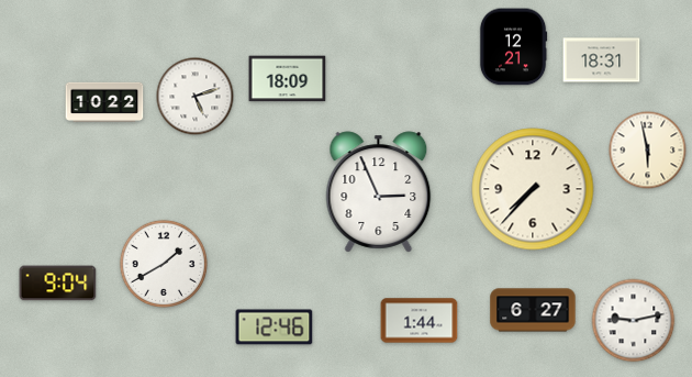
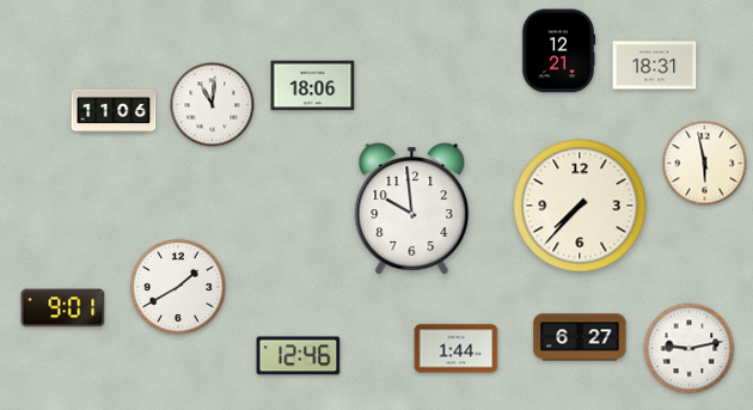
clock at (288, 79): 18:09 -> 18:06
clock at (196, 97): 5:12 -> 11:01
clock at (104, 101): 10:22 -> 11:06
clock at (379, 192): 2:56 -> 9:59
clock at (58, 284): 9:04 -> 9:01
